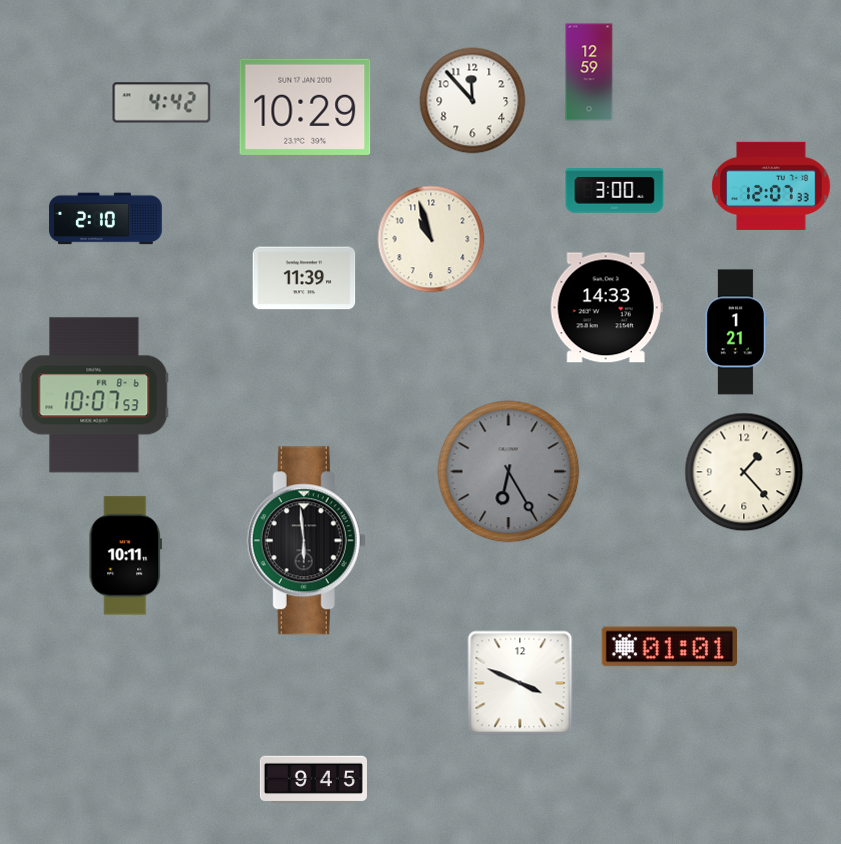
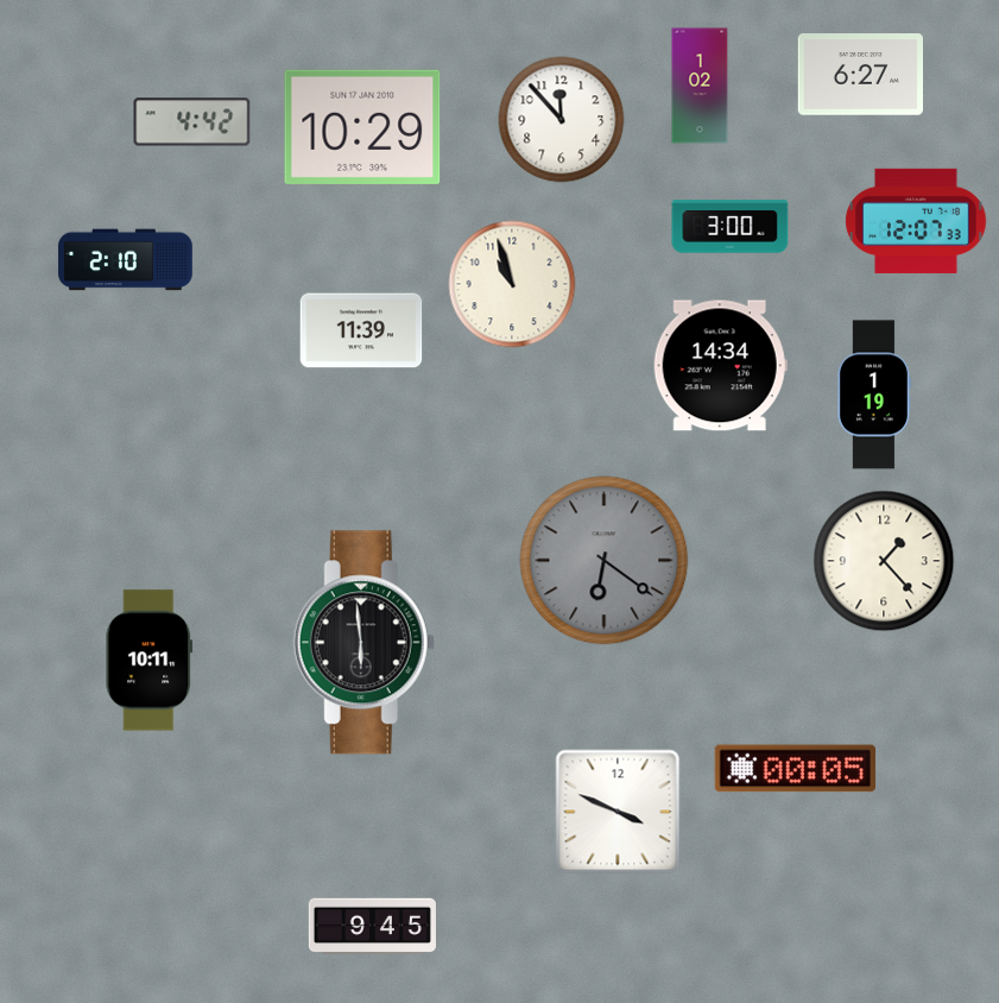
clock at (860, 75): none -> 6:27
clock at (589, 72): 12:59 -> 1:02
clock at (606, 308): 14:33 -> 14:34
clock at (736, 332): 1:21 -> 1:19
clock at (94, 395): 10:07 -> none
clock at (509, 472): 6:25 -> 6:21
clock at (670, 647): 01:01 -> 00:05
